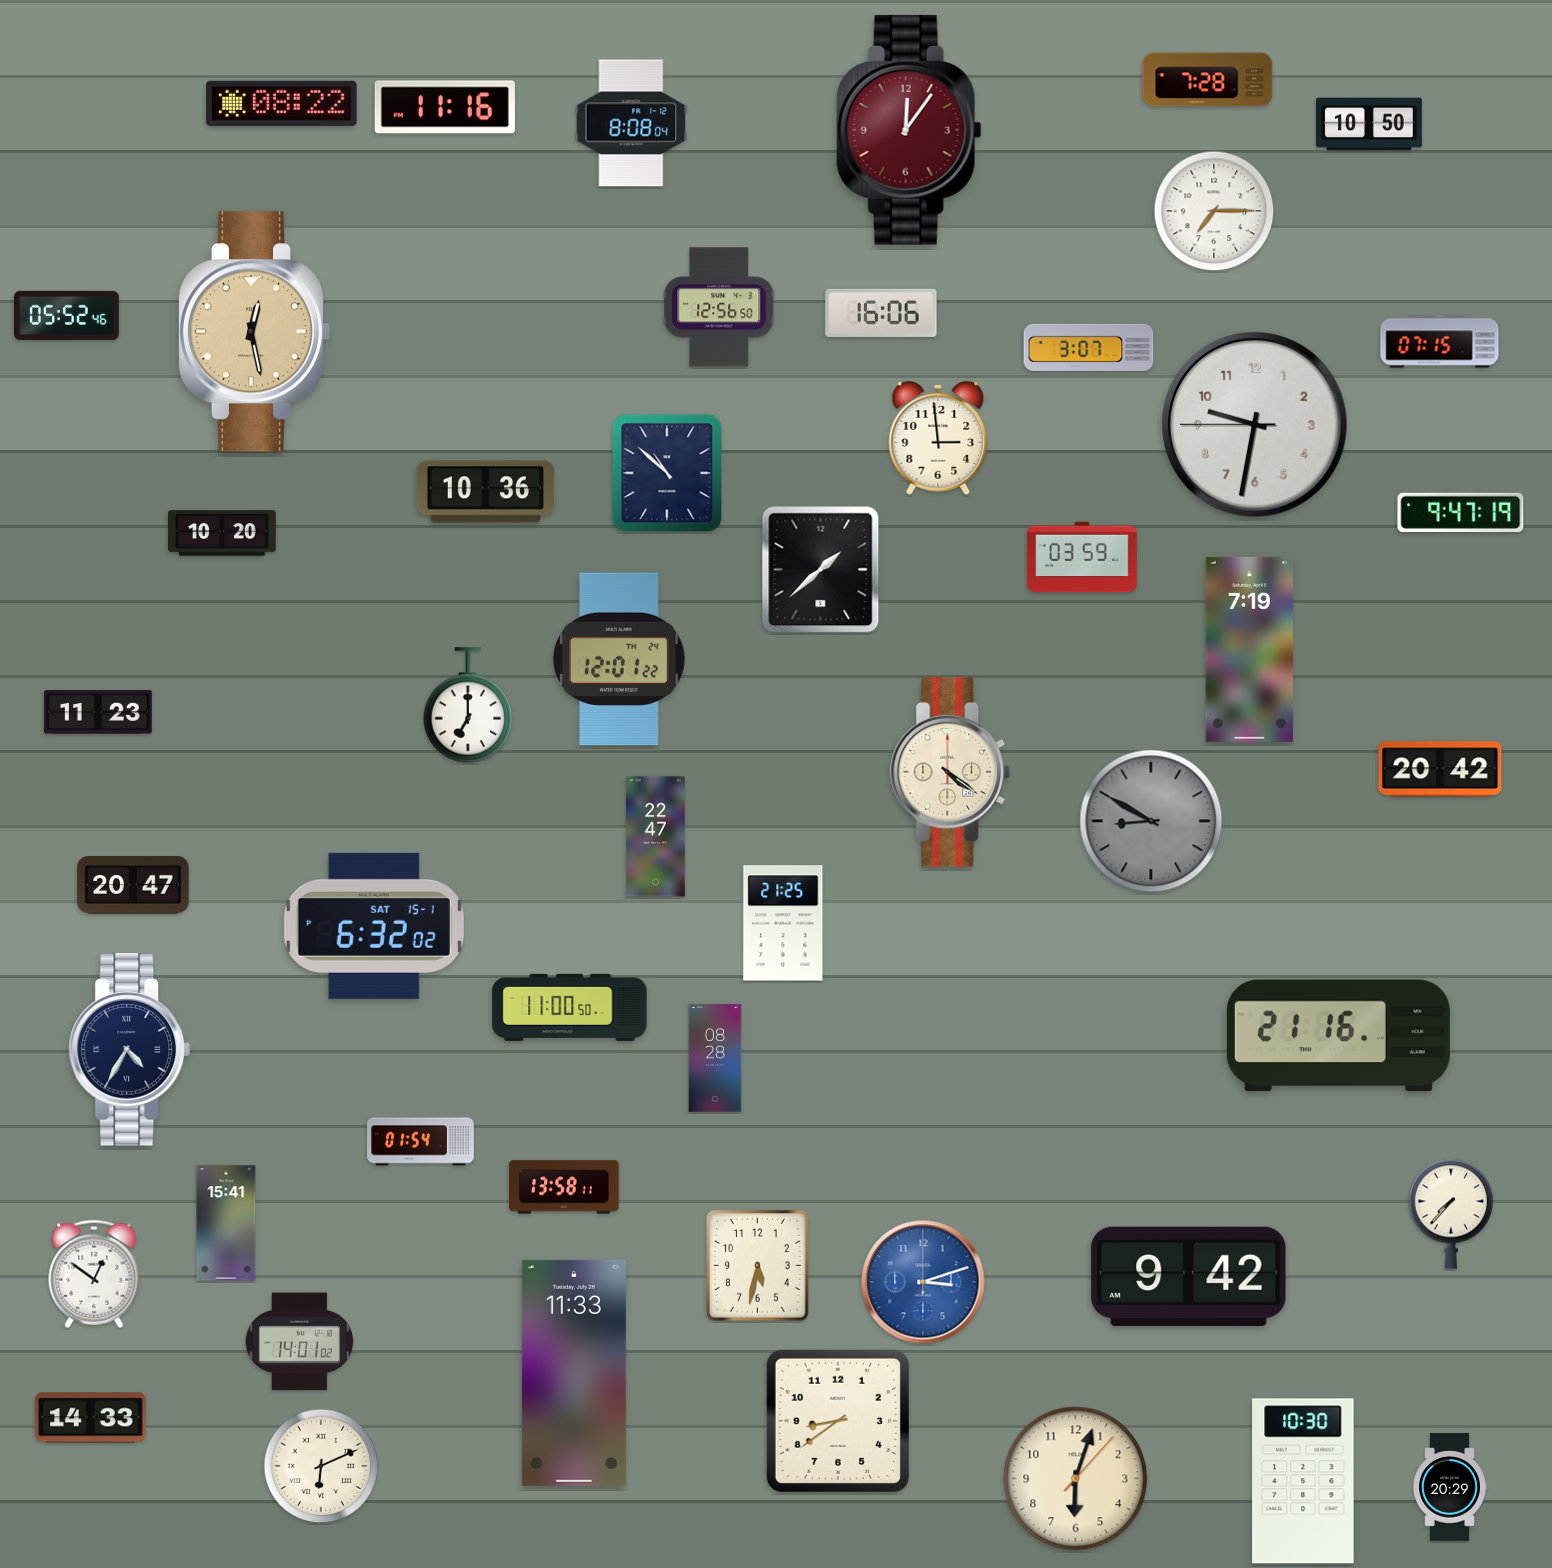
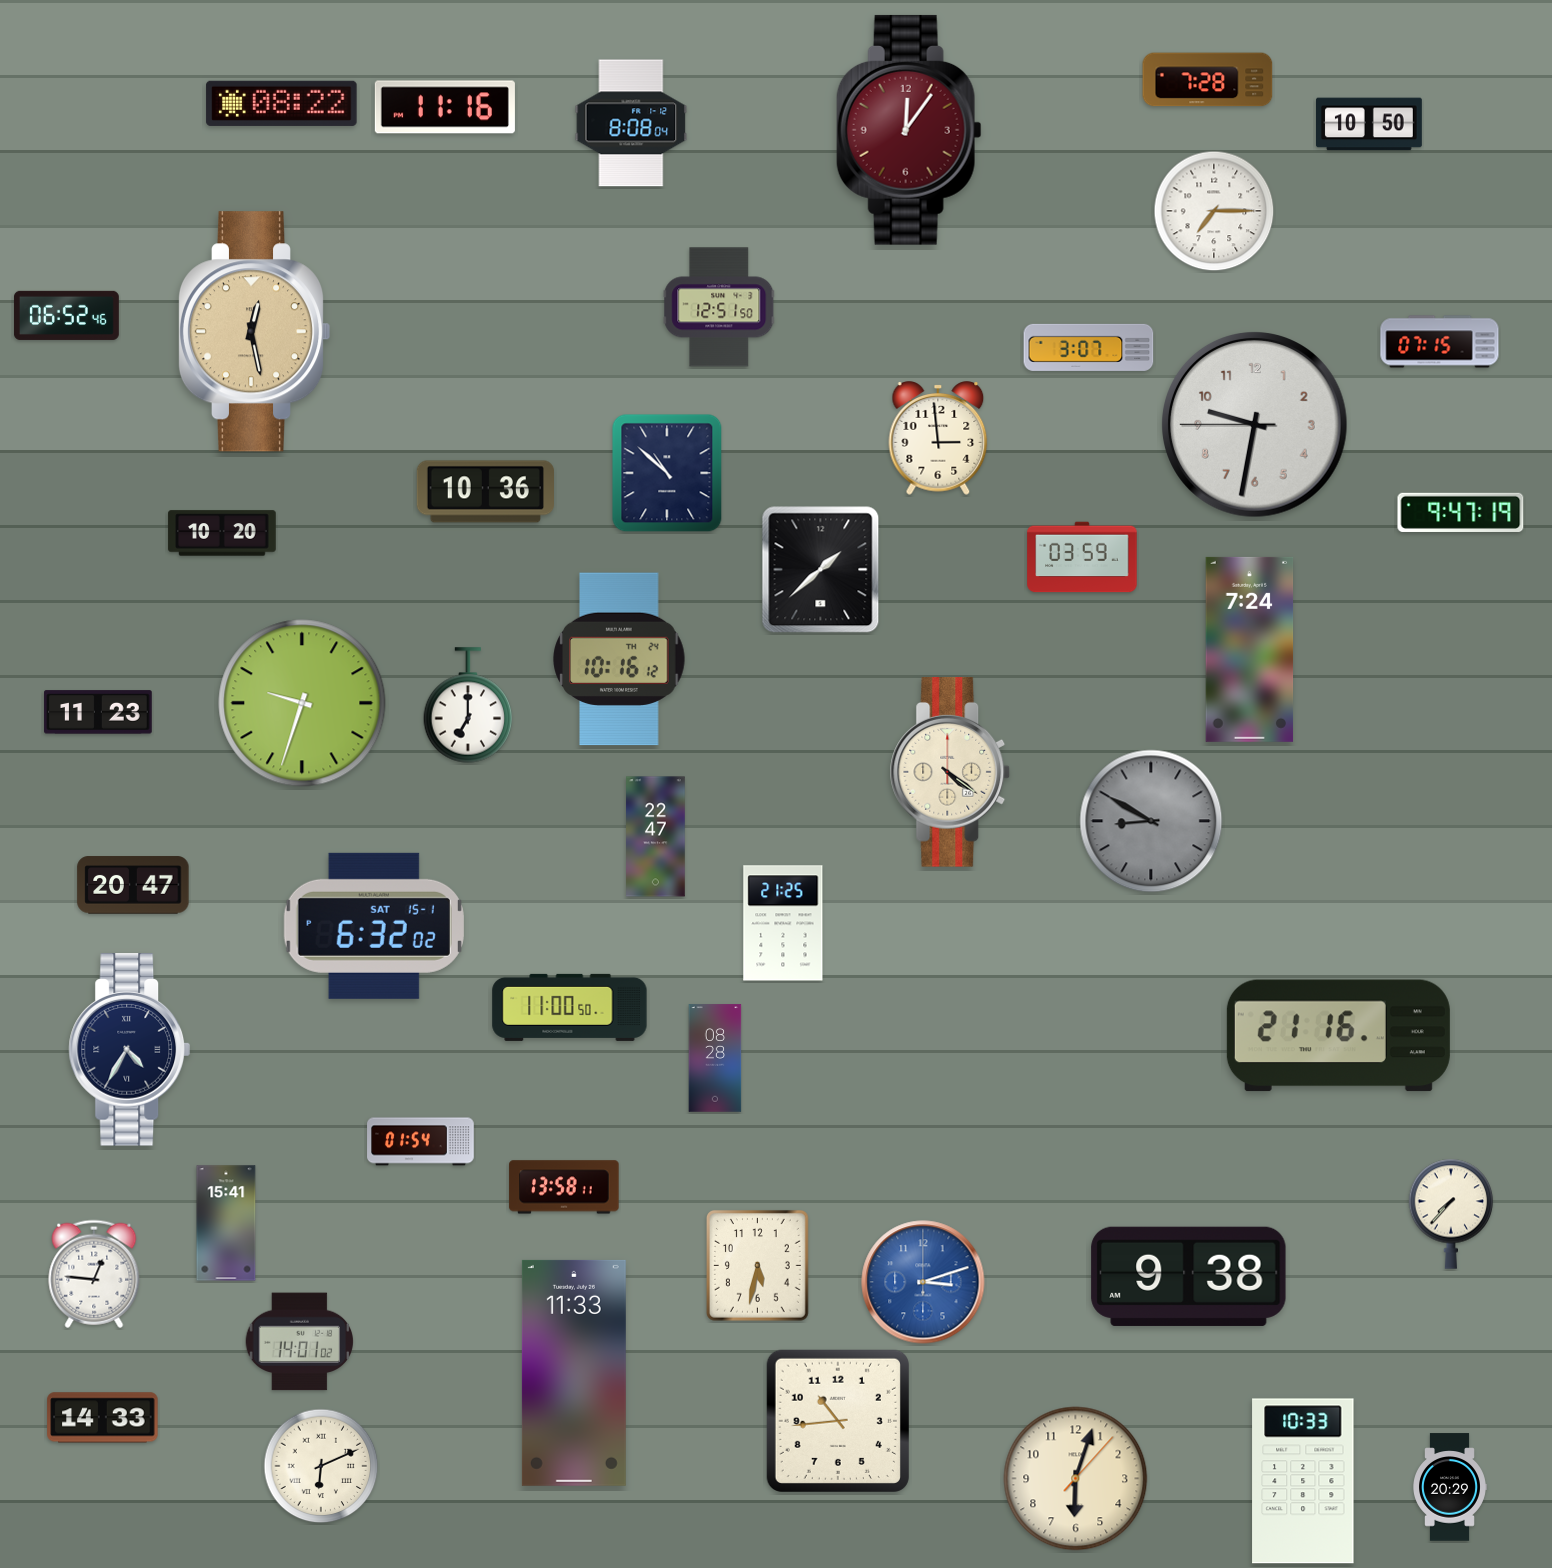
clock at (719, 307): 12:56 -> 12:51
clock at (881, 313): 16:06 -> none
clock at (67, 315): 05:52 -> 06:52
clock at (1250, 649): 7:19 -> 7:24
clock at (619, 659): 12:01 -> 10:16
clock at (302, 703): none -> 9:33
clock at (1440, 769): 20:42 -> none
clock at (94, 1274): 12:51 -> 12:46
clock at (1189, 1276): 9:42 -> 9:38
clock at (91, 1418) position: (91, 1418) -> (103, 1418)
clock at (838, 1421): 8:39 -> 10:44
clock at (1303, 1481): 10:30 -> 10:33
